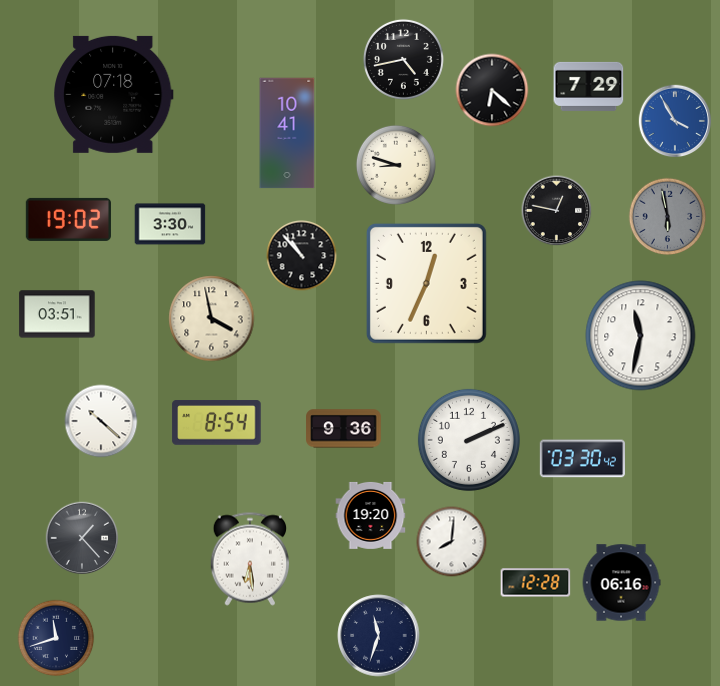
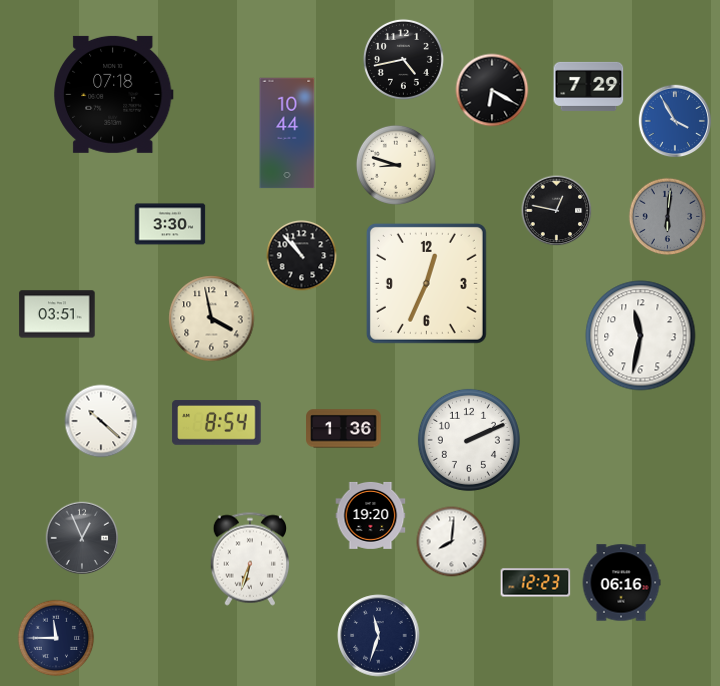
clock at (492, 90): 6:22 -> 6:20
clock at (287, 133): 10:41 -> 10:44
clock at (668, 217): 5:58 -> 6:01
clock at (68, 219): 19:02 -> none
clock at (344, 429): 9:36 -> 1:36
clock at (582, 459): 03:30 -> none
clock at (82, 538): 1:23 -> 12:56
clock at (250, 559): 6:29 -> 6:33
clock at (536, 583): 12:28 -> 12:23
clock at (56, 638): 11:42 -> 11:45
